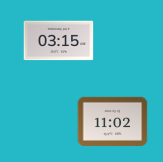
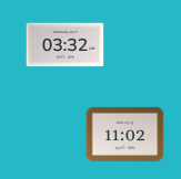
clock at (59, 41): 03:15 -> 03:32
